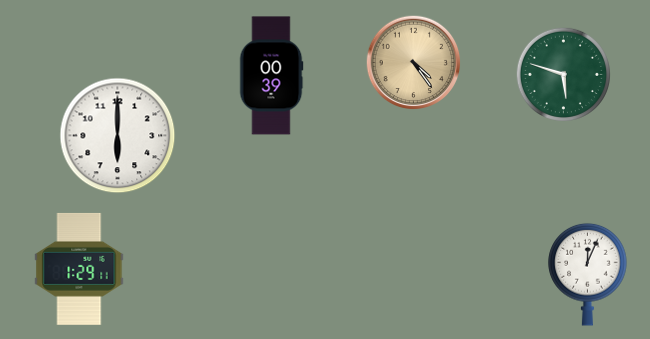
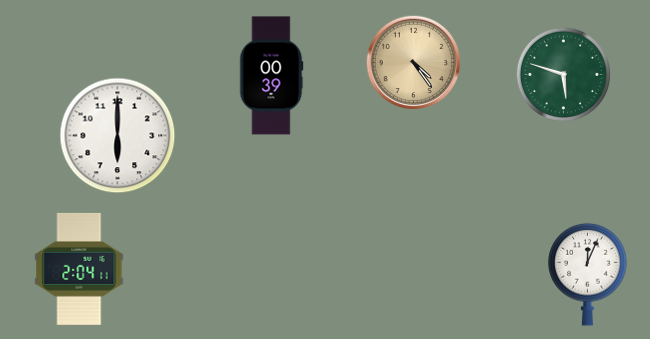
clock at (79, 269): 1:29 -> 2:04
